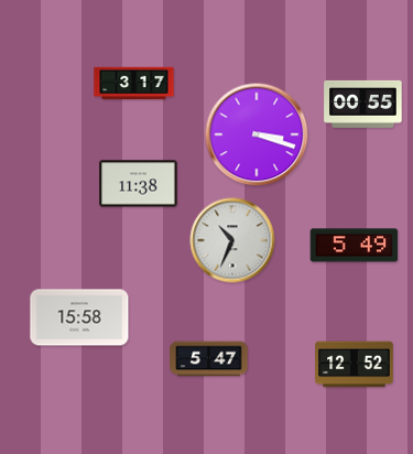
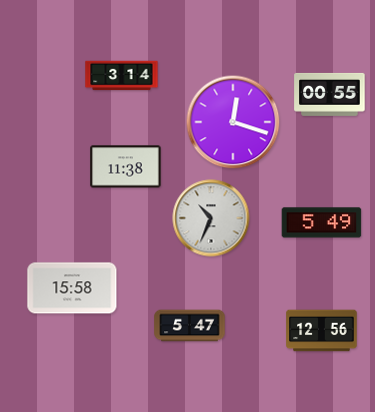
clock at (134, 84): 3:17 -> 3:14
clock at (257, 134): 3:18 -> 12:18
clock at (355, 365): 12:52 -> 12:56
